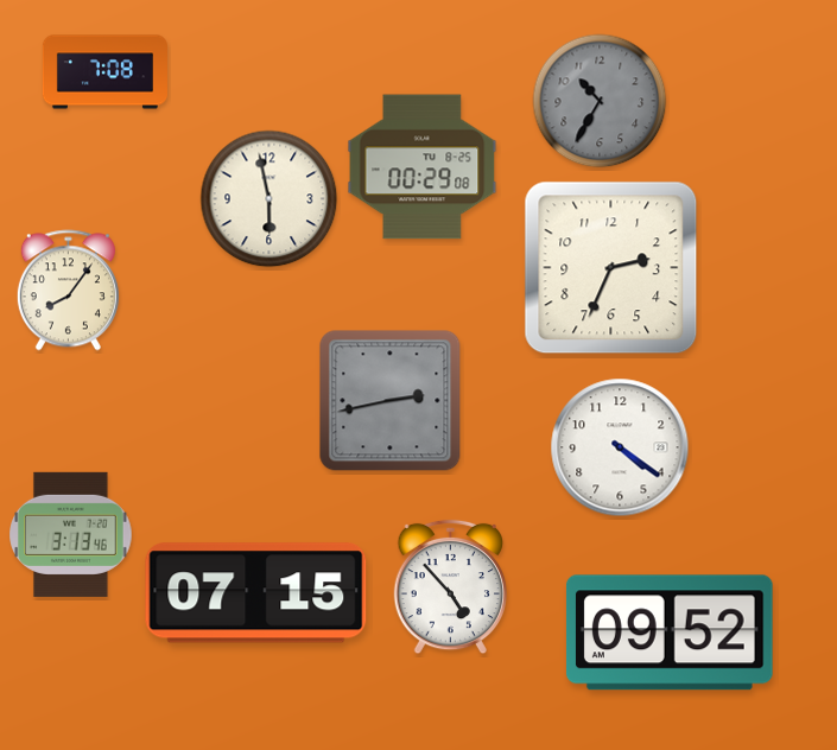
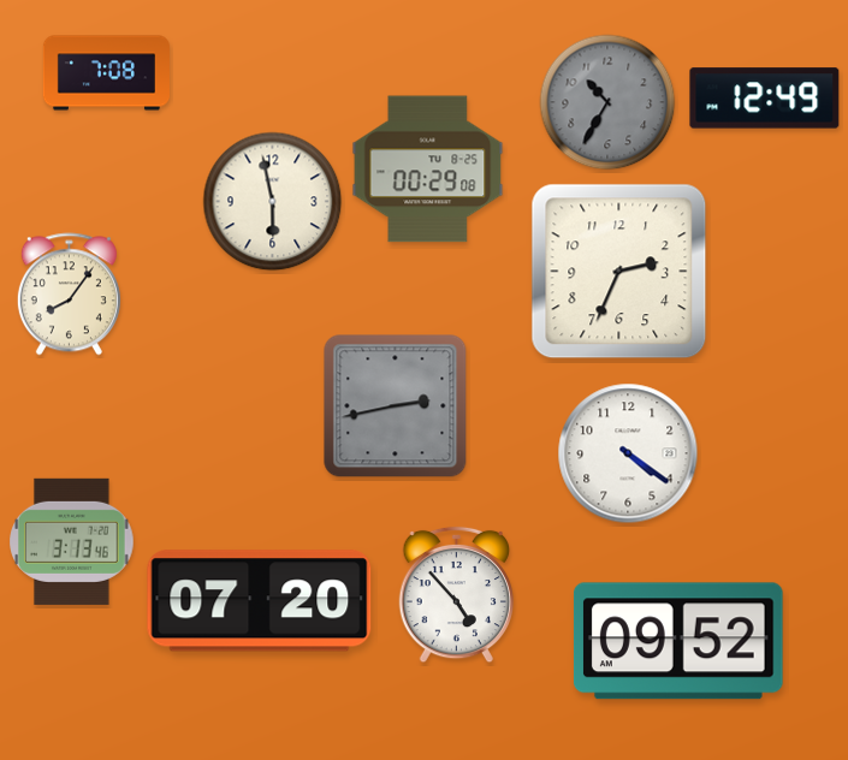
clock at (765, 99): none -> 12:49
clock at (256, 593): 07:15 -> 07:20
